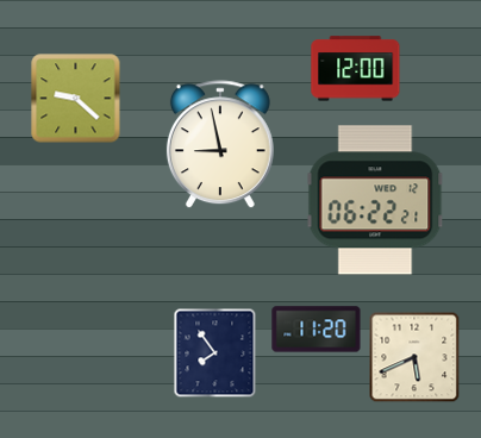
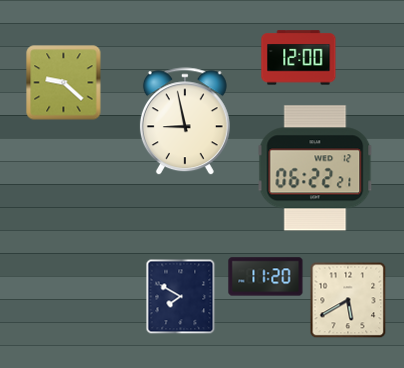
clock at (215, 353): 7:54 -> 7:50
clock at (414, 357): 5:41 -> 5:40
